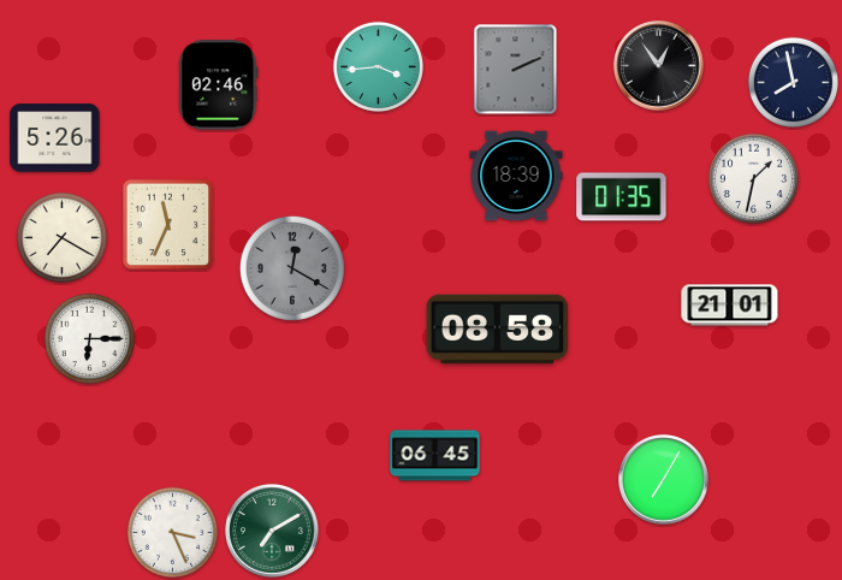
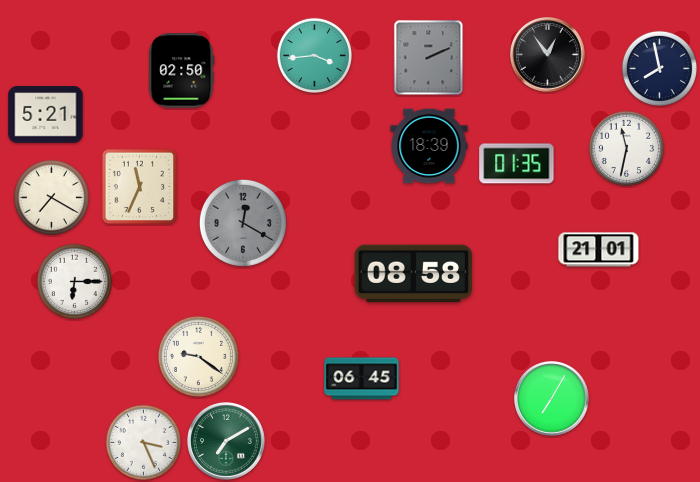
clock at (219, 85): 02:46 -> 02:50
clock at (55, 138): 5:26 -> 5:21
clock at (753, 178): 1:32 -> 11:32
clock at (730, 306) position: (730, 306) -> (599, 250)
clock at (198, 356): none -> 9:21
